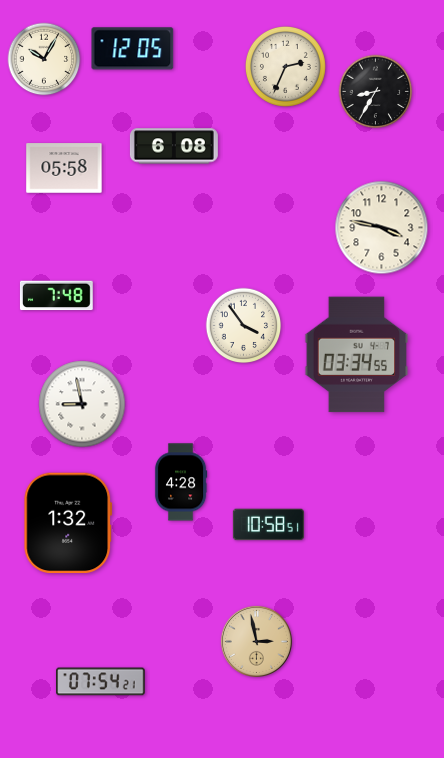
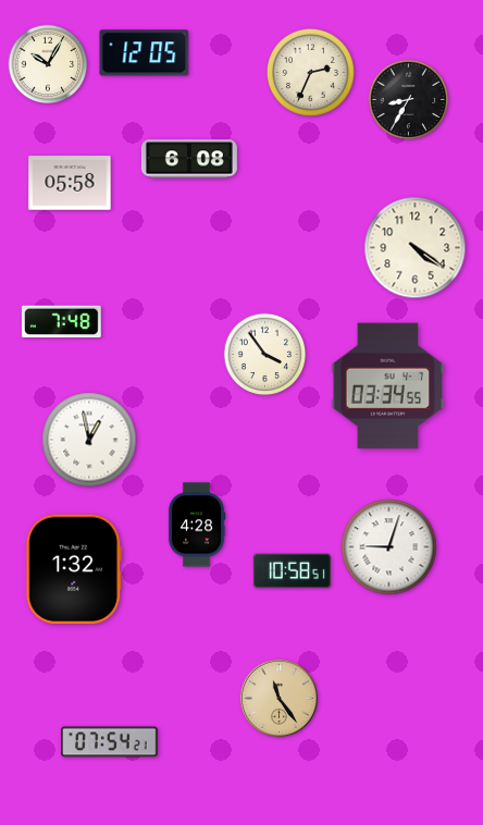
clock at (382, 228): 3:47 -> 4:21
clock at (82, 404): 8:58 -> 12:58
clock at (389, 547): none -> 9:03
clock at (256, 641): 2:58 -> 11:24
